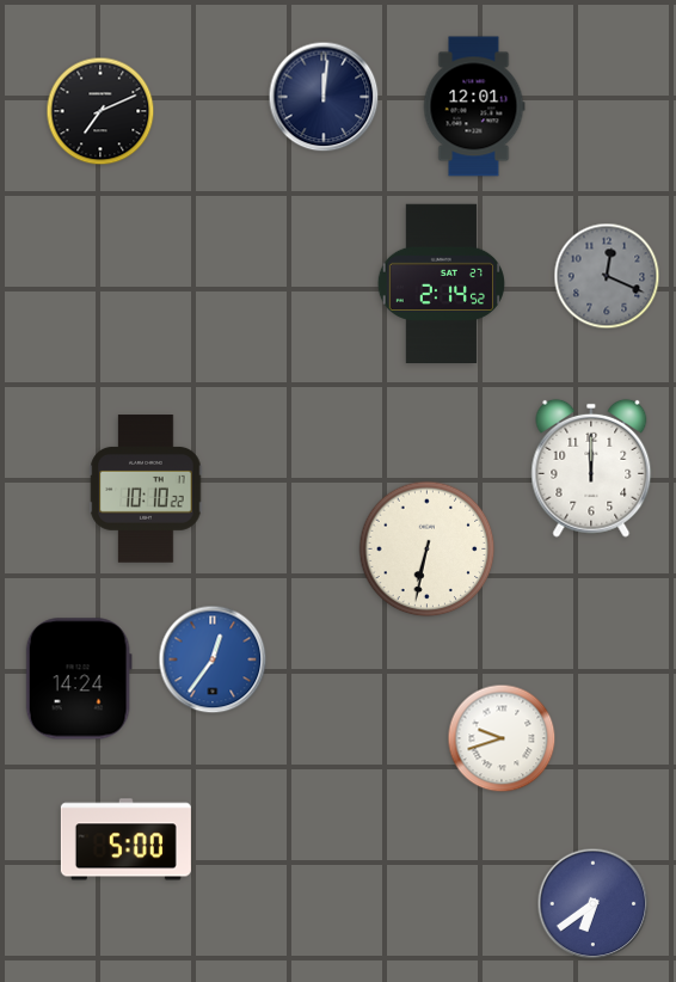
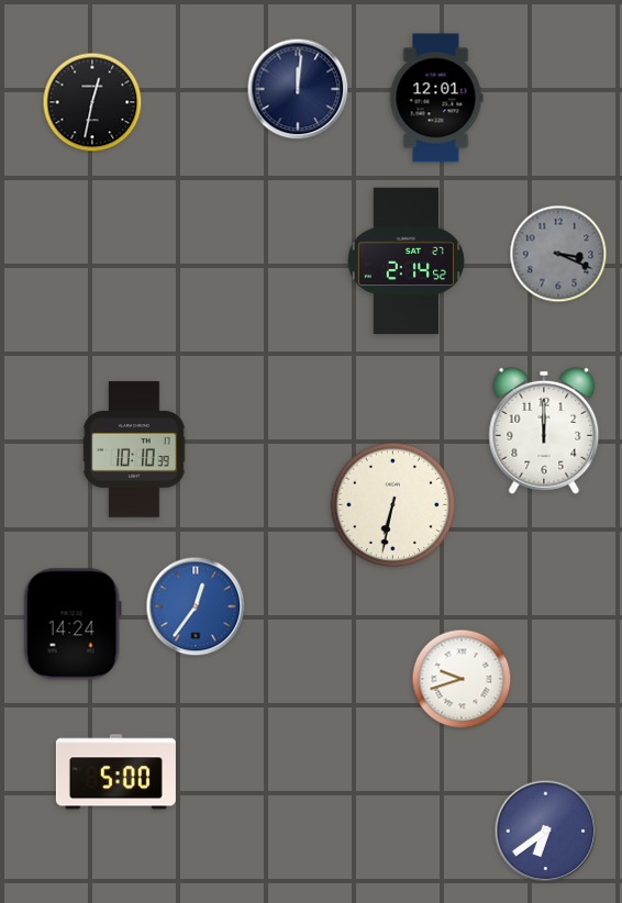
clock at (100, 111): 7:11 -> 12:32
clock at (607, 276): 12:19 -> 3:19
clock at (146, 489): 10:10:22 -> 10:10:39
